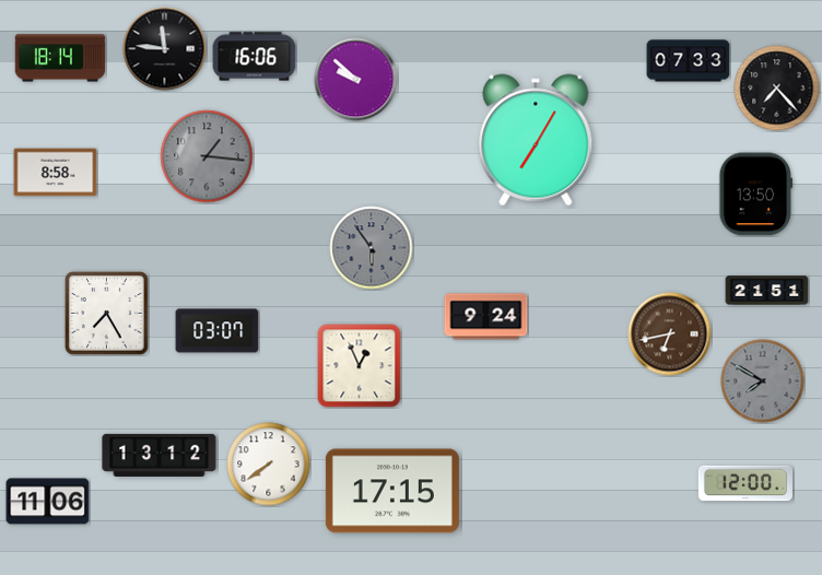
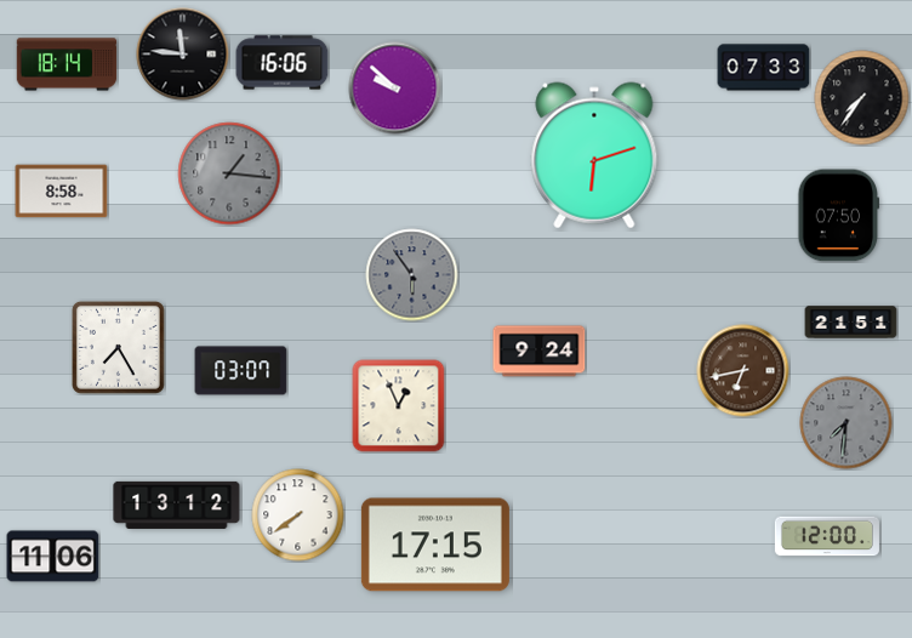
clock at (777, 89): 7:23 -> 7:36
clock at (536, 140): 7:05 -> 6:12
clock at (756, 195): 13:50 -> 07:50
clock at (218, 331) position: (218, 331) -> (241, 371)
clock at (763, 382): 7:50 -> 7:31
